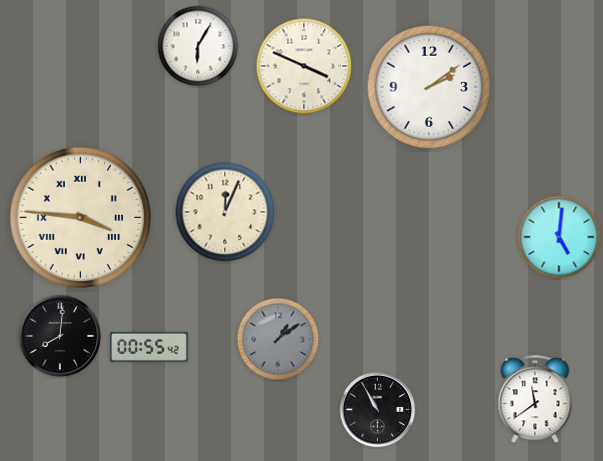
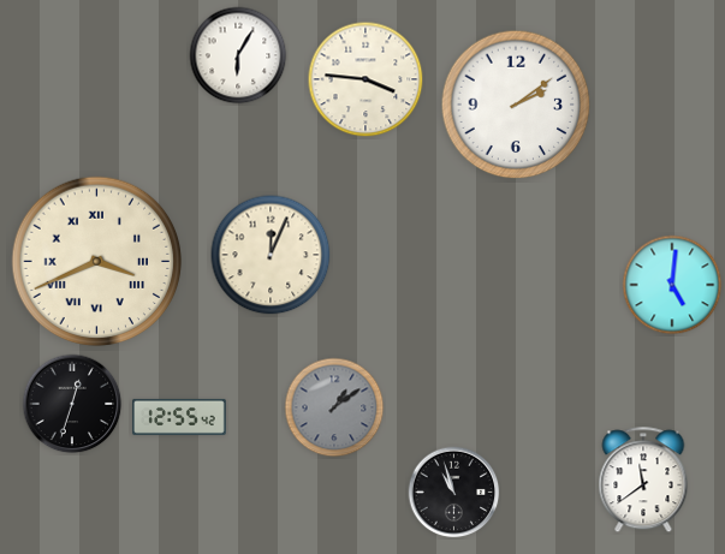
clock at (304, 66): 3:49 -> 3:46
clock at (81, 218): 3:46 -> 3:41
clock at (60, 336): 8:01 -> 12:33
clock at (149, 347): 00:55 -> 12:55
clock at (378, 410): 10:55 -> 10:57
